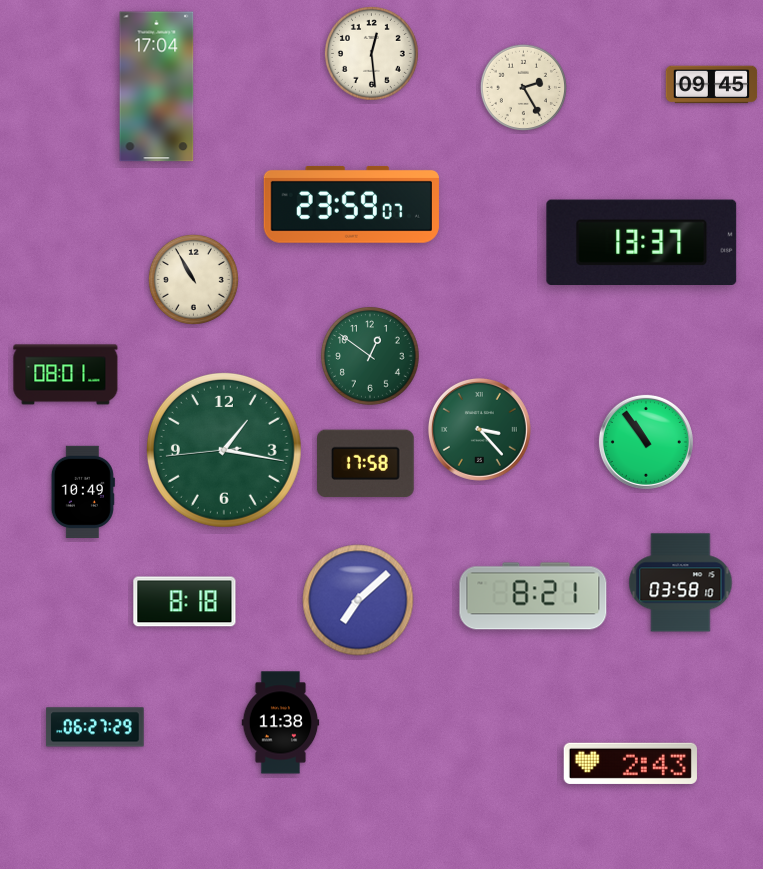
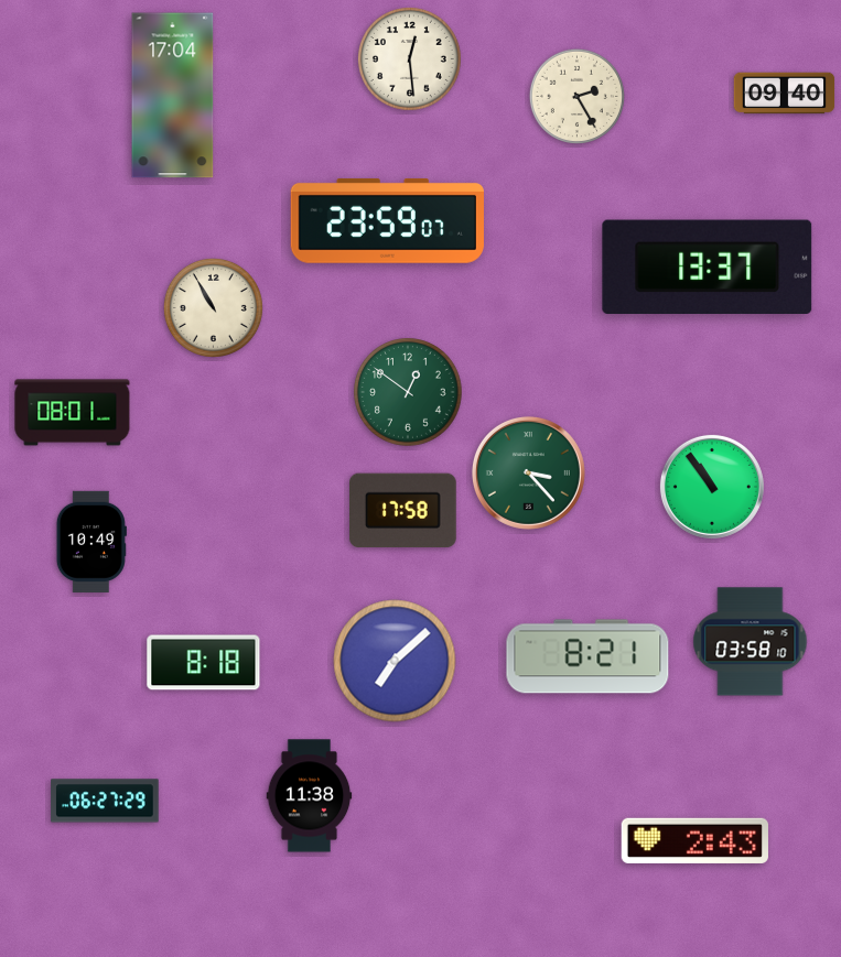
clock at (712, 85): 09:45 -> 09:40
clock at (351, 204) position: (351, 204) -> (387, 220)
clock at (224, 450): 1:16 -> none
